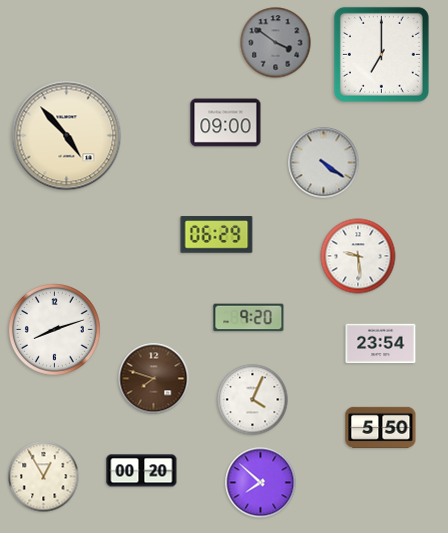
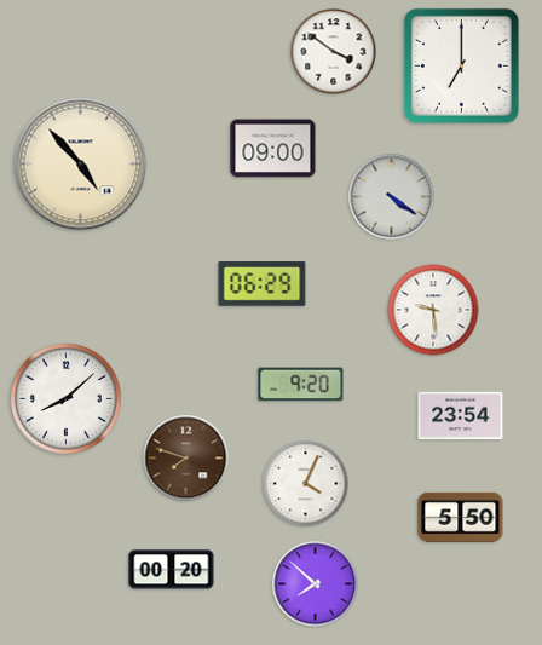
clock at (276, 43) dial: grey -> white
clock at (55, 330): 8:12 -> 8:08
clock at (44, 477): 12:55 -> none
